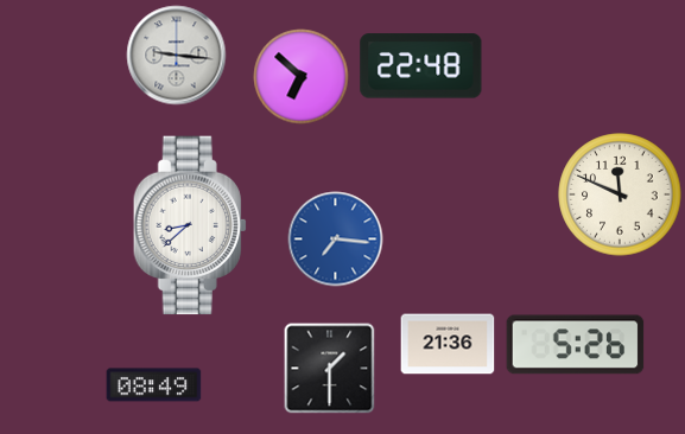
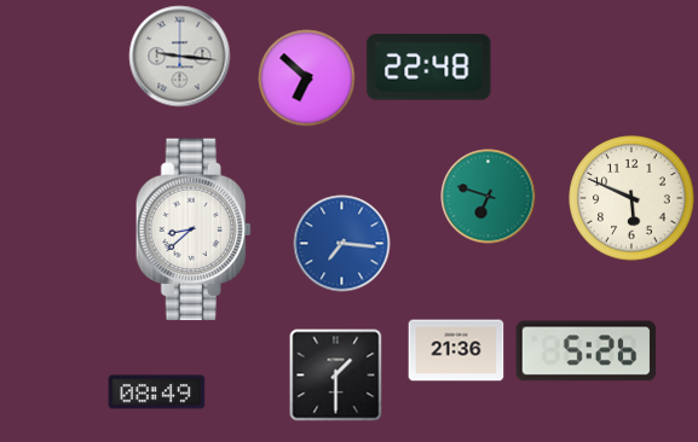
clock at (489, 197): none -> 6:48
clock at (620, 194): 11:49 -> 5:49
